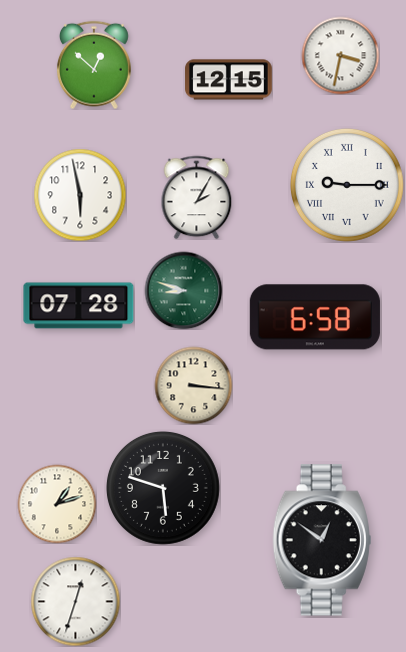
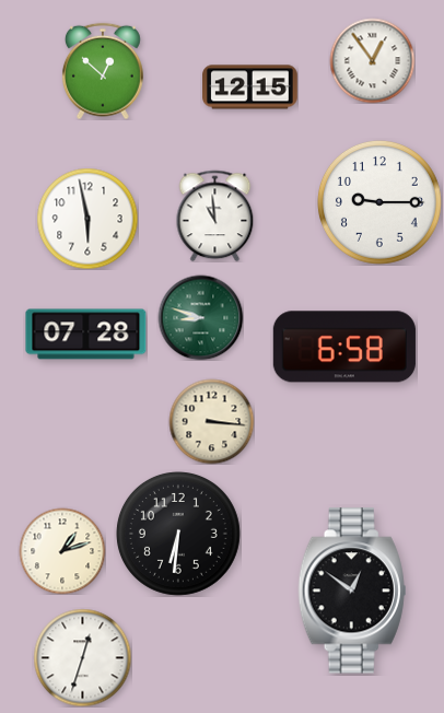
clock at (340, 55): 3:32 -> 12:54
clock at (347, 185) numerals: Roman -> Arabic
clock at (80, 195) position: (80, 195) -> (87, 219)
clock at (197, 197): 2:05 -> 10:59
clock at (163, 488): 5:48 -> 6:31
